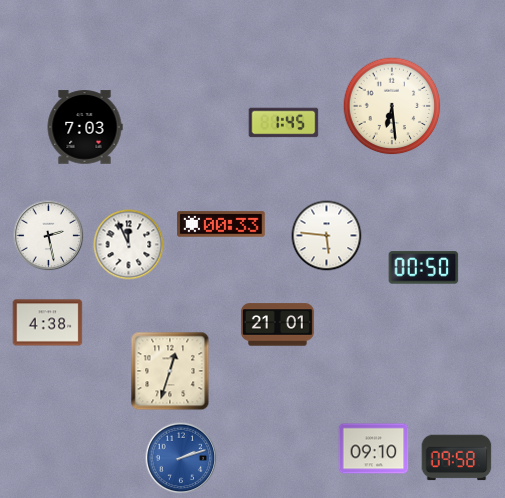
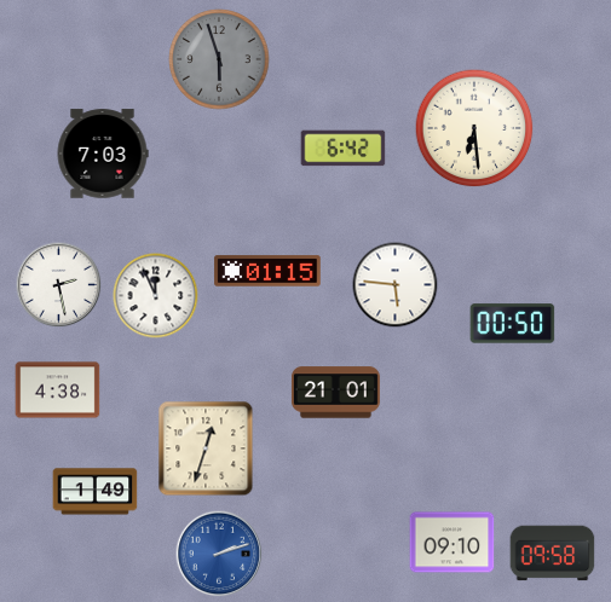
clock at (219, 59): none -> 5:57
clock at (284, 123): 1:45 -> 6:42
clock at (221, 224): 00:33 -> 01:15
clock at (96, 492): none -> 1:49
